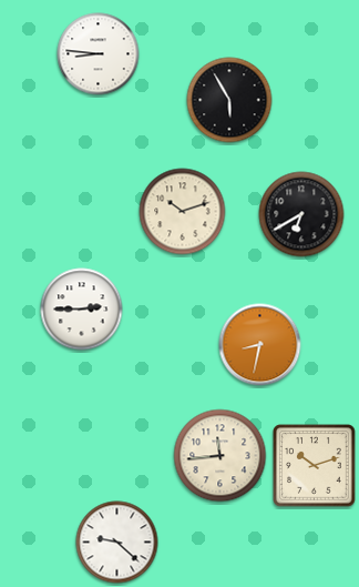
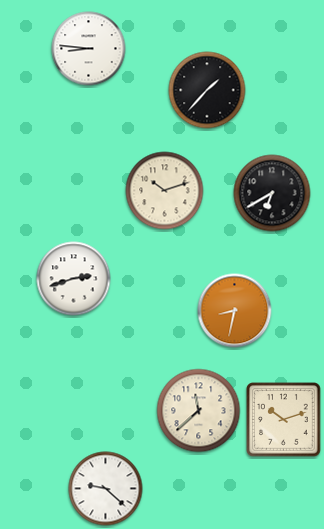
clock at (229, 100): 5:55 -> 1:37
clock at (82, 310): 2:45 -> 2:42
clock at (220, 456): 11:44 -> 11:38
